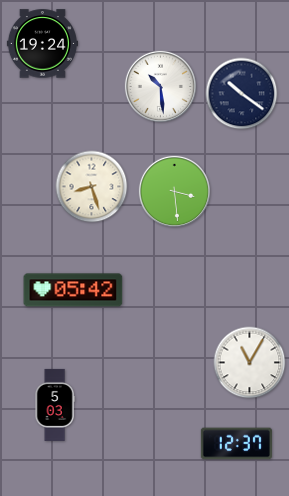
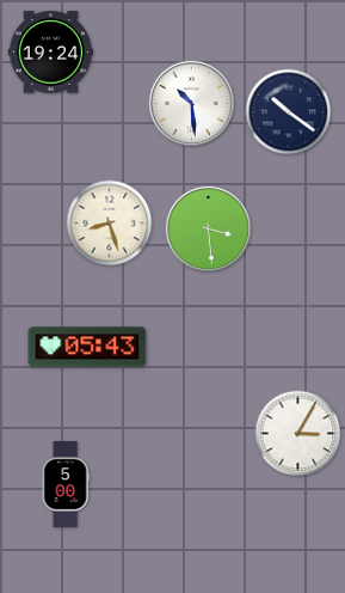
clock at (73, 290): 05:42 -> 05:43
clock at (250, 363): 11:05 -> 3:05
clock at (55, 405): 5:03 -> 5:00
clock at (236, 444): 12:37 -> none
